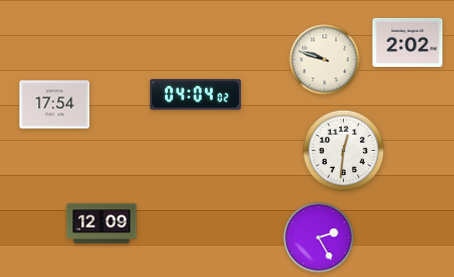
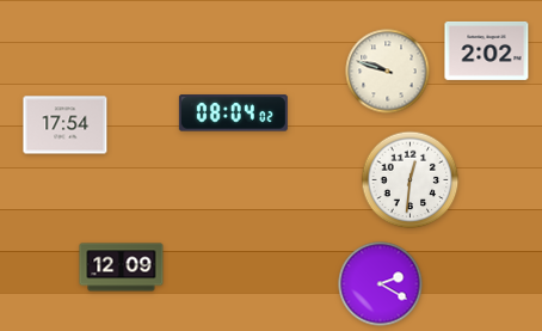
clock at (195, 95): 04:04 -> 08:04
clock at (319, 238): 2:25 -> 2:20
